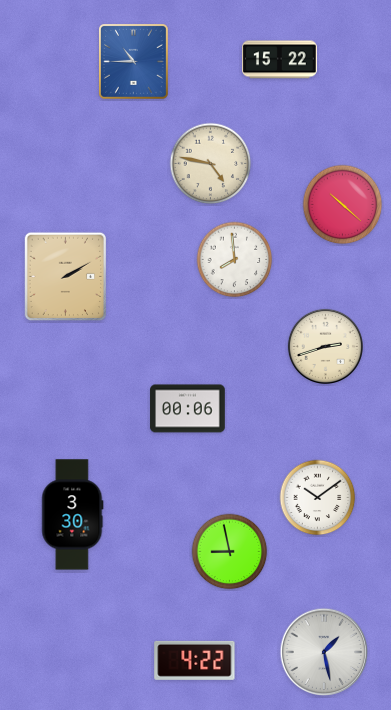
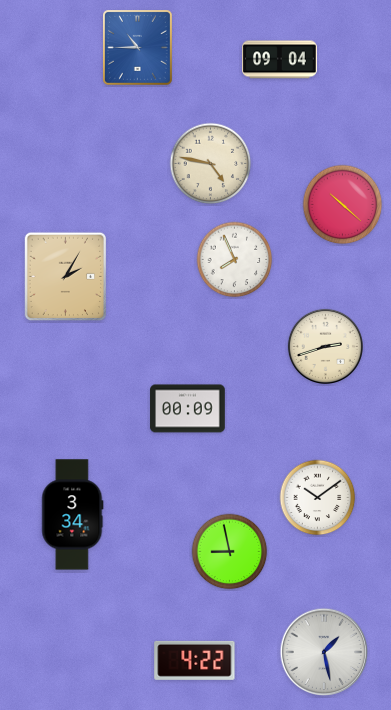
clock at (280, 60): 15:22 -> 09:04
clock at (134, 62) position: (134, 62) -> (138, 48)
clock at (235, 260): 7:59 -> 7:56
clock at (66, 277): 2:10 -> 2:05
clock at (188, 409): 00:06 -> 00:09
clock at (73, 515): 3:30 -> 3:34
